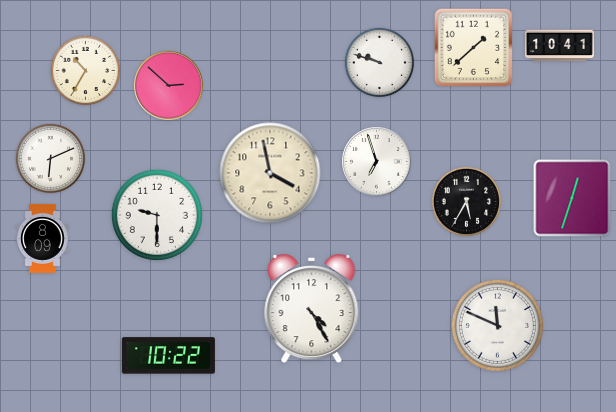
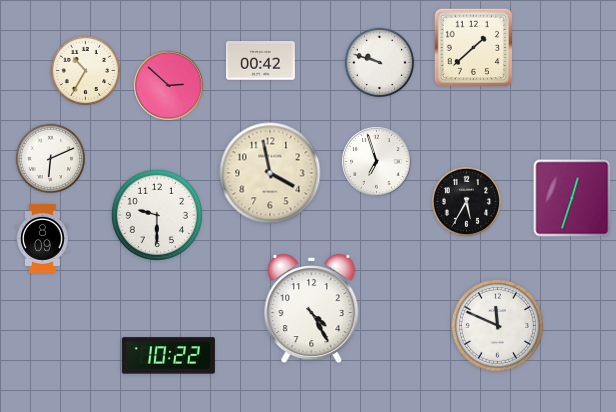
clock at (559, 46): 10:41 -> none
clock at (260, 61): none -> 00:42
